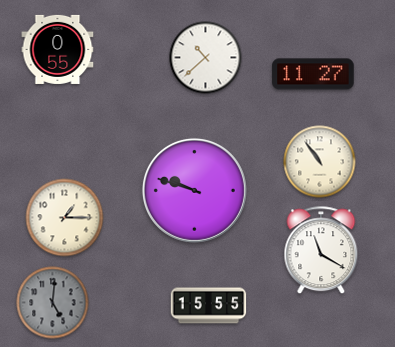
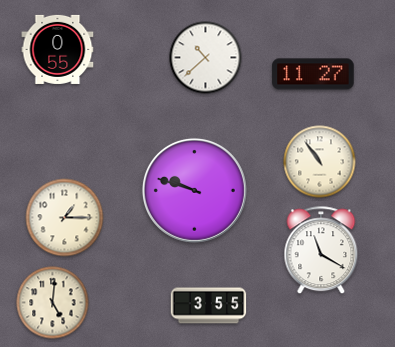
clock at (53, 303) dial: grey -> cream
clock at (209, 306): 15:55 -> 3:55
